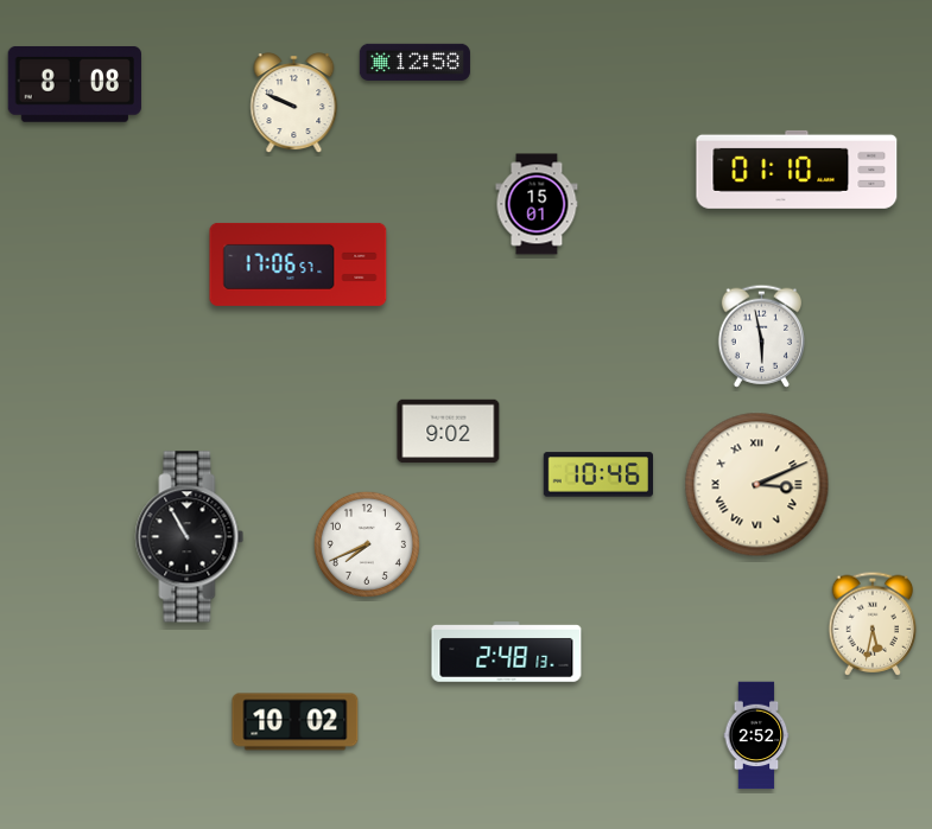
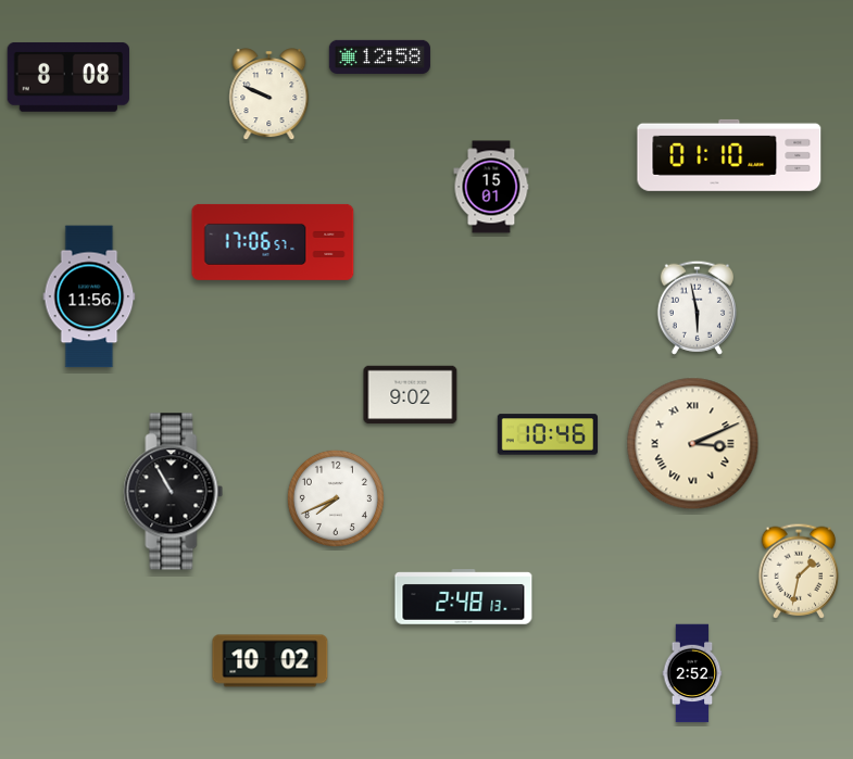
clock at (89, 296): none -> 11:56
clock at (873, 624): 5:32 -> 1:32
